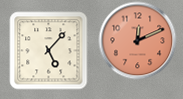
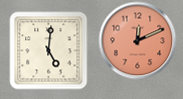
clock at (48, 50): 5:07 -> 5:01
